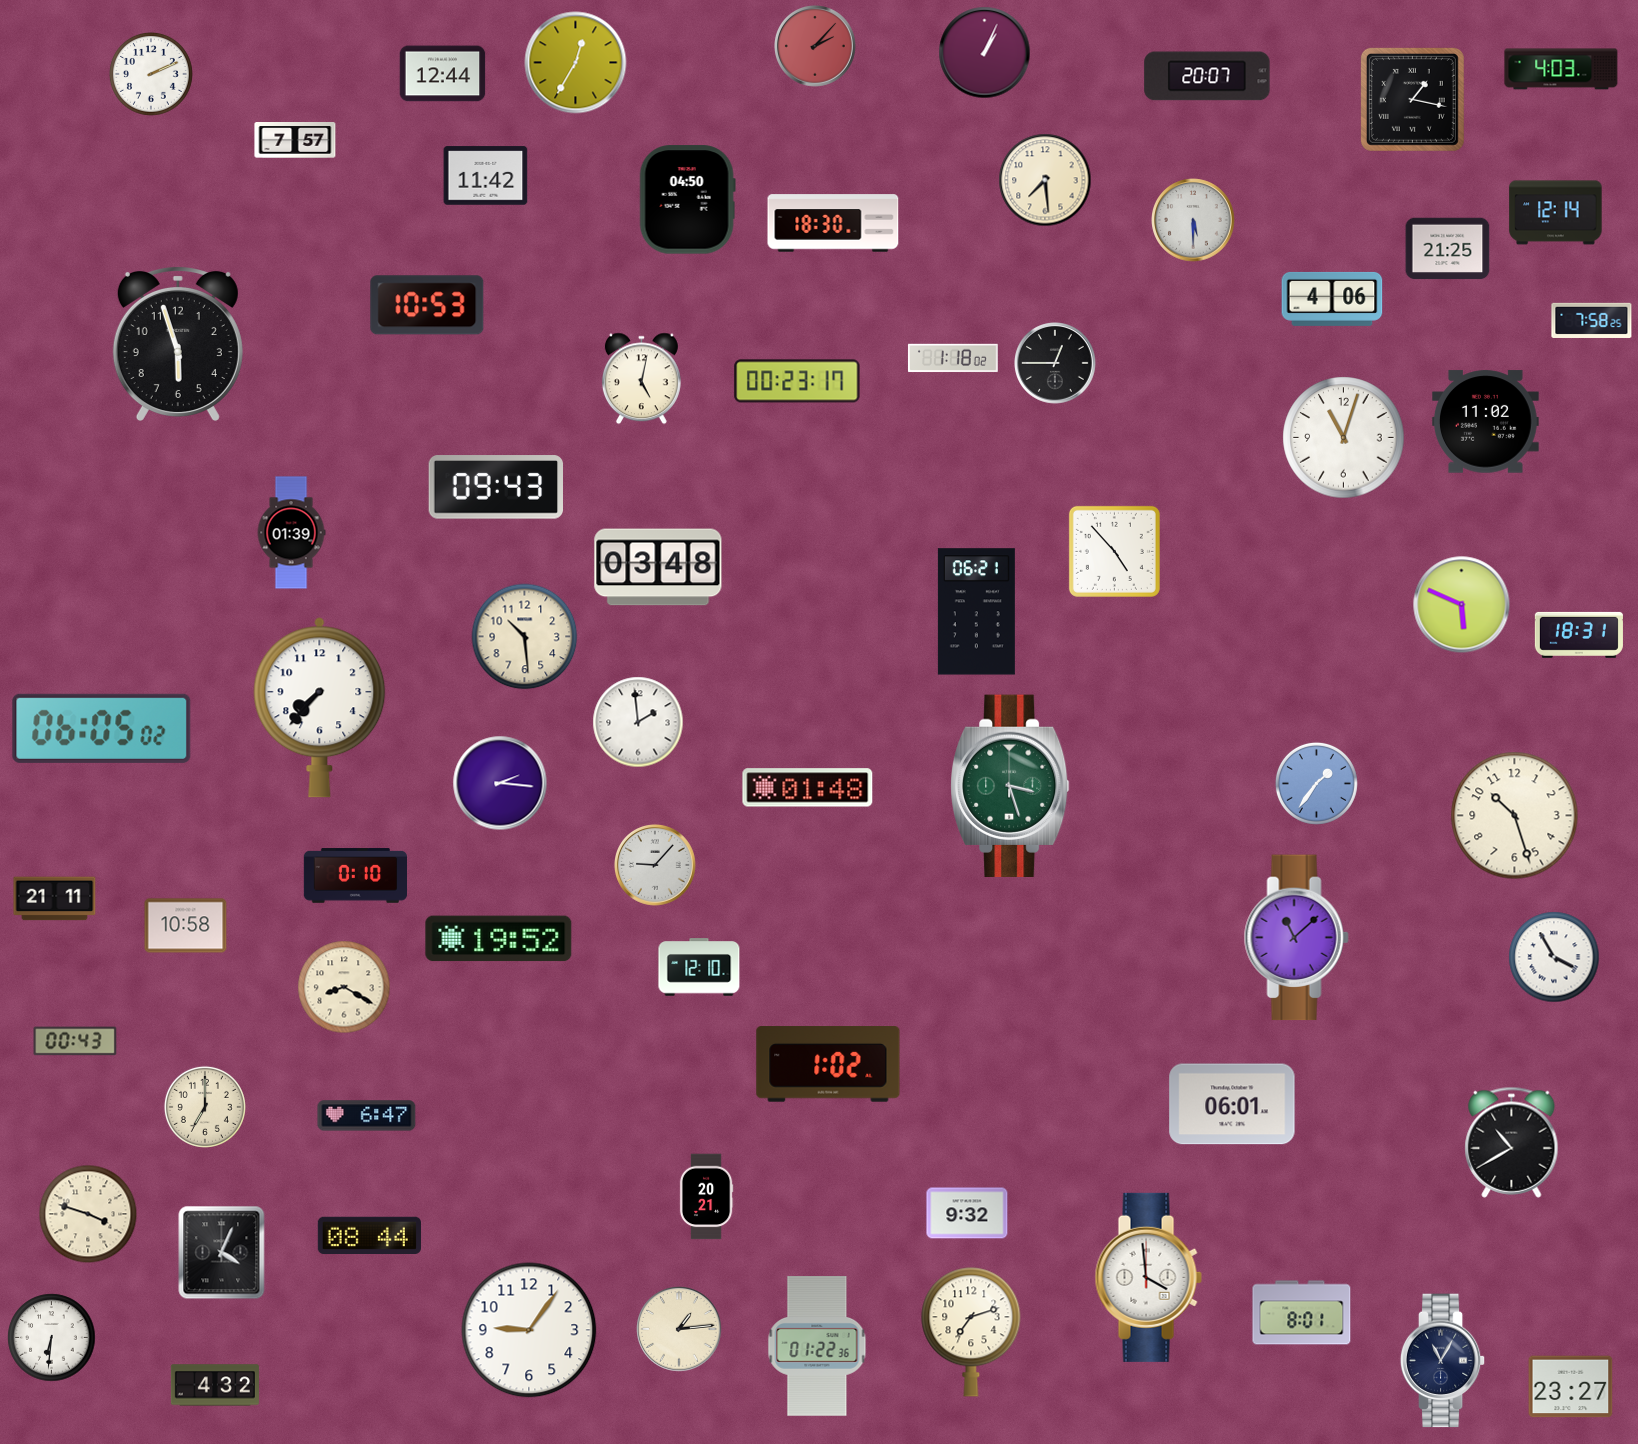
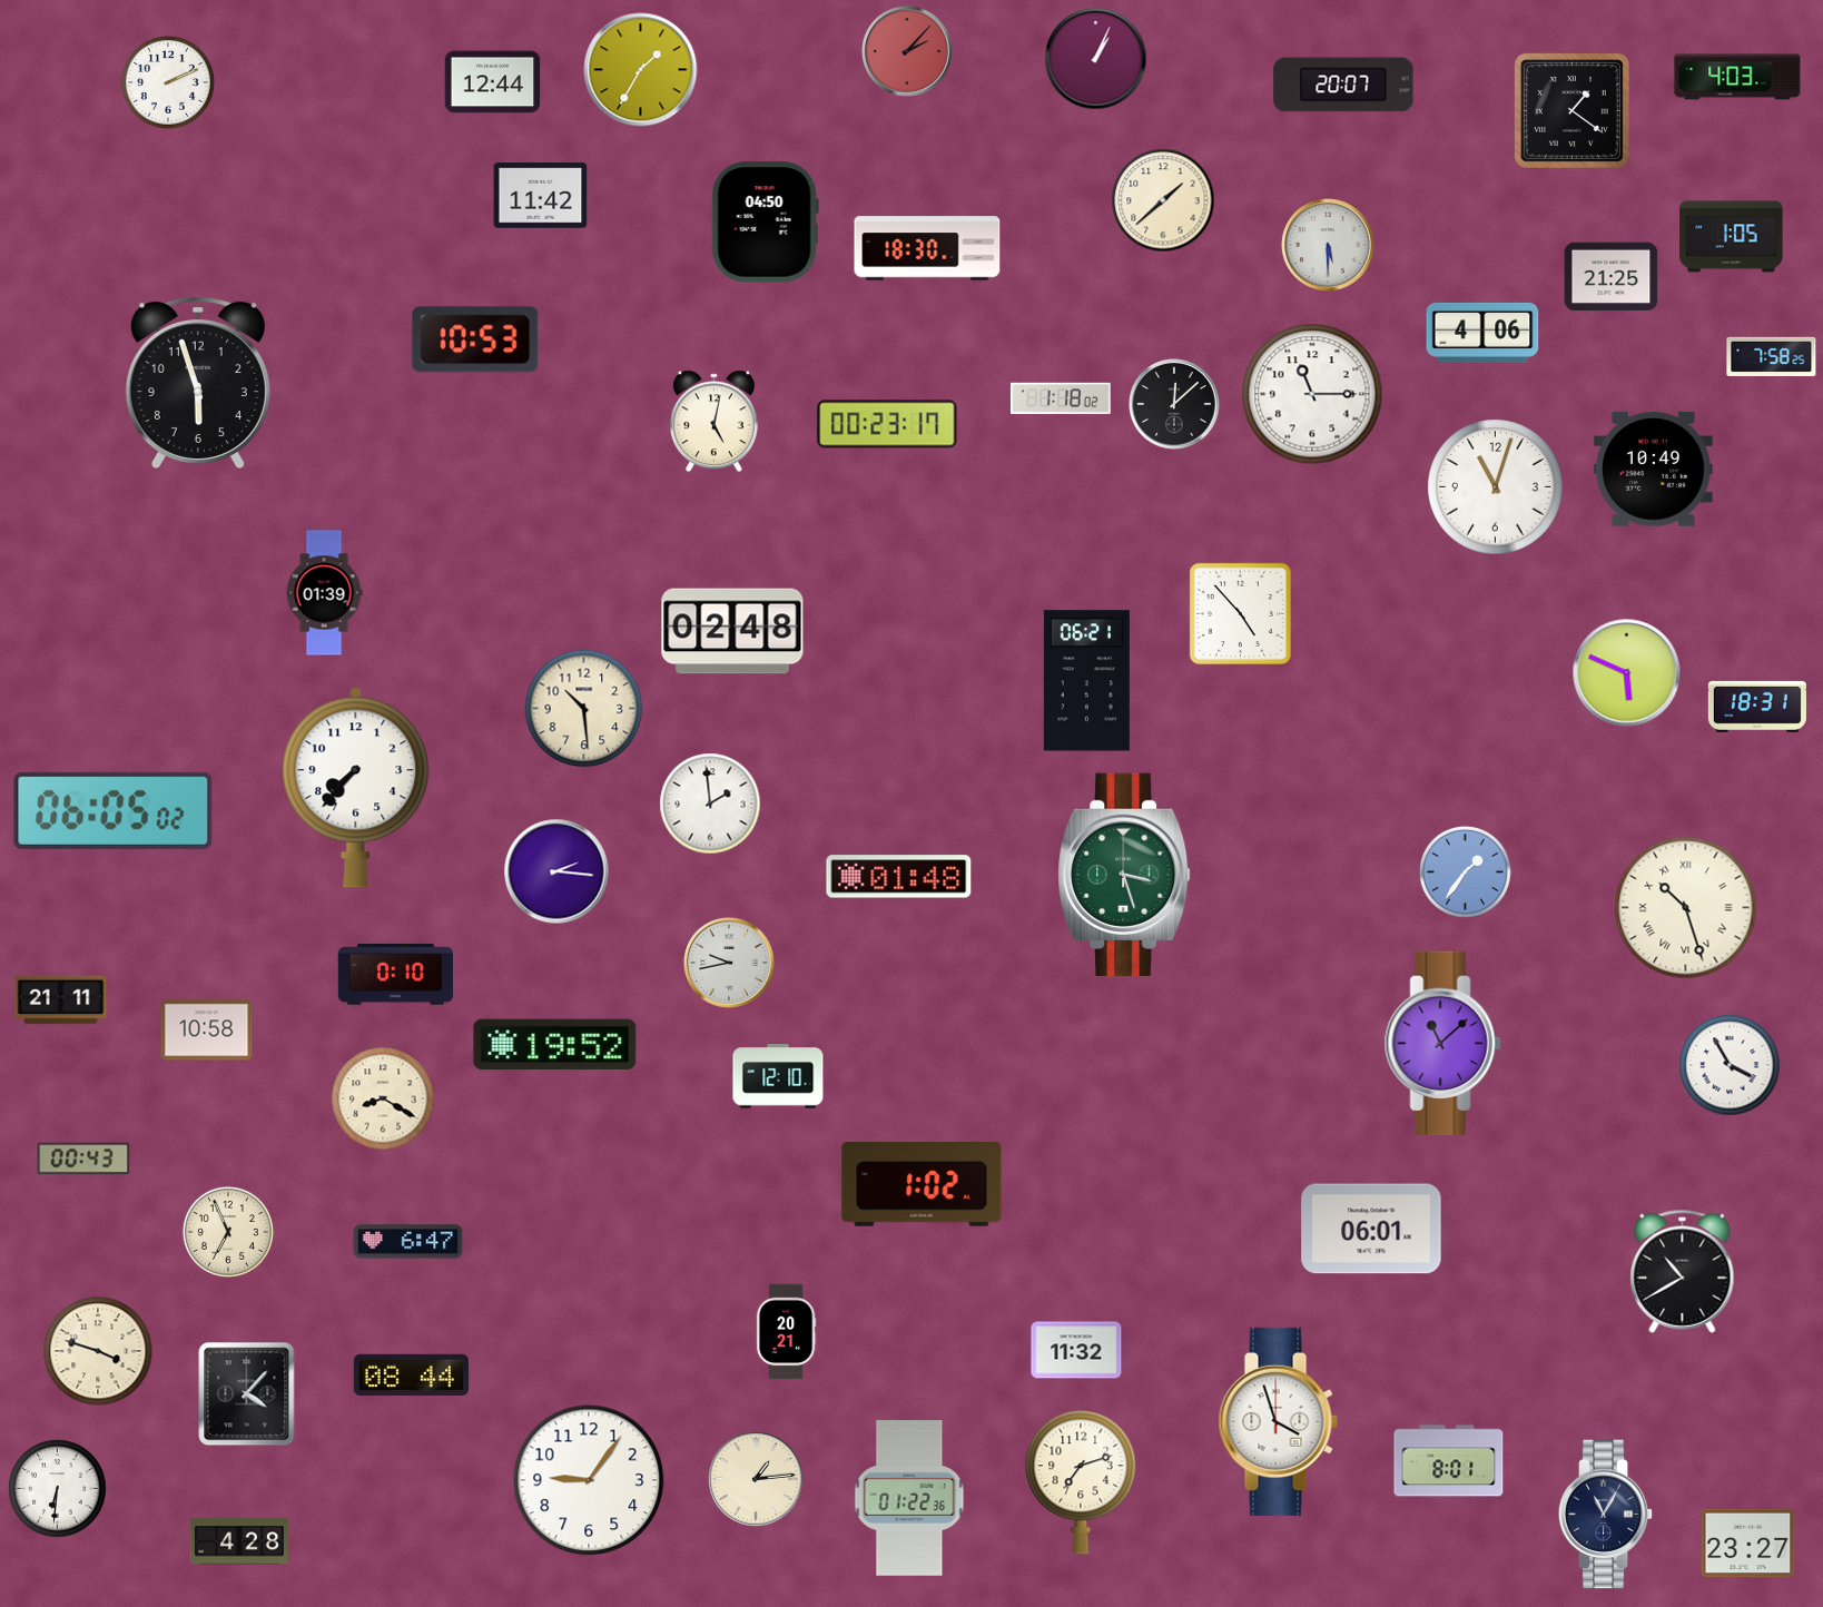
clock at (576, 63): 12:35 -> 1:35
clock at (1412, 99): 1:17 -> 1:21
clock at (295, 141): 7:57 -> none
clock at (1045, 180): 7:29 -> 1:38
clock at (1556, 213): 12:14 -> 1:05
clock at (1312, 394): none -> 11:15
clock at (1056, 364): 12:45 -> 12:08
clock at (1486, 422): 11:02 -> 10:49
clock at (495, 487): 09:43 -> none
clock at (658, 567): 03:48 -> 02:48
clock at (1515, 816) numerals: Arabic -> Roman
clock at (656, 866): 9:07 -> 9:43
clock at (205, 1107): 7:00 -> 6:56
clock at (967, 1213): 9:32 -> 11:32
clock at (222, 1253): 4:04 -> 4:07
clock at (1148, 1277): 3:59 -> 3:57
clock at (215, 1385): 4:32 -> 4:28
